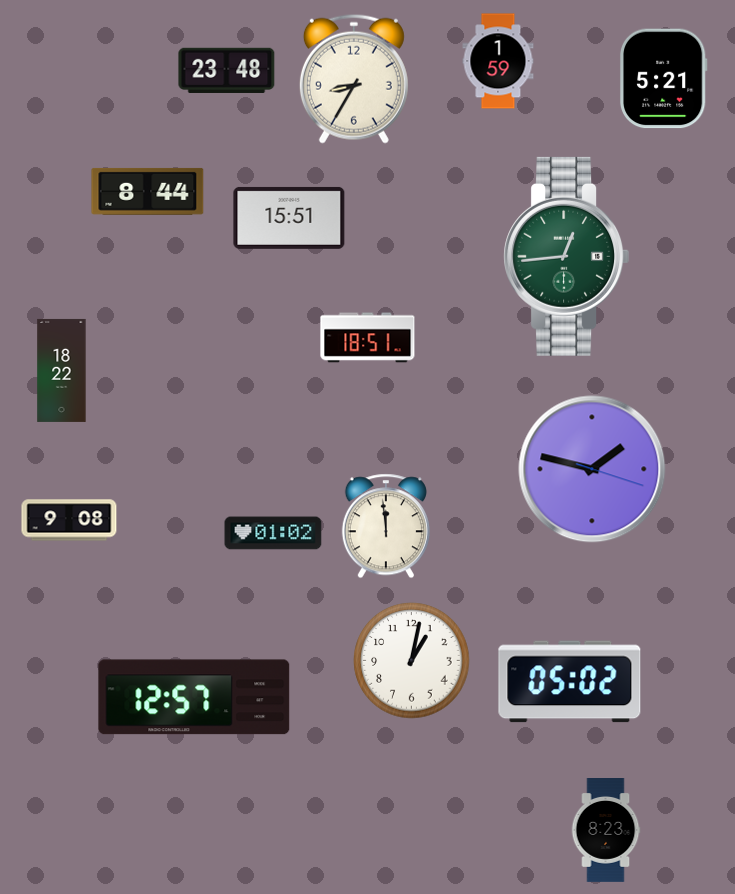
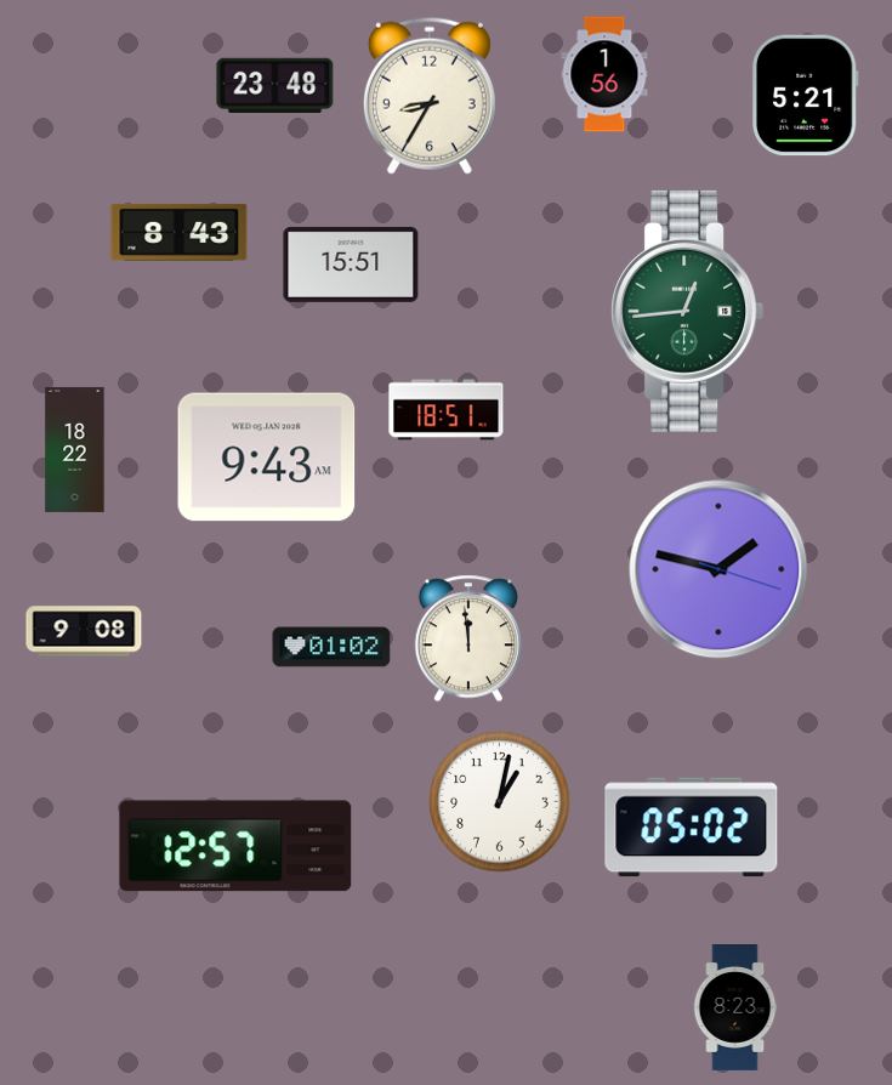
clock at (498, 61): 1:59 -> 1:56
clock at (148, 191): 8:44 -> 8:43
clock at (267, 458): none -> 9:43
